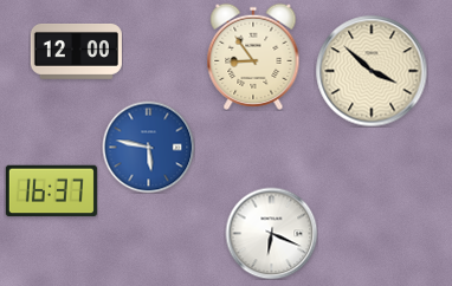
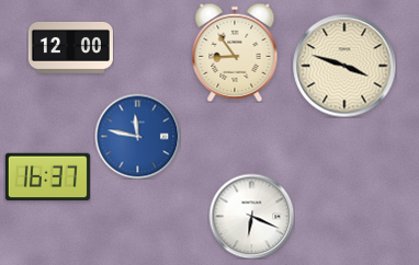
clock at (372, 71): 3:52 -> 3:48
clock at (148, 147): 5:47 -> 11:47
